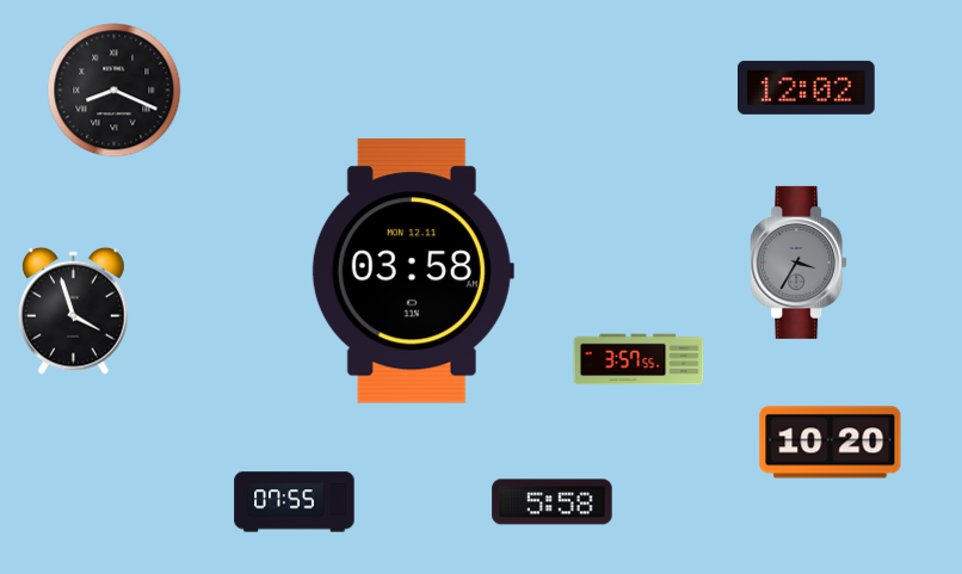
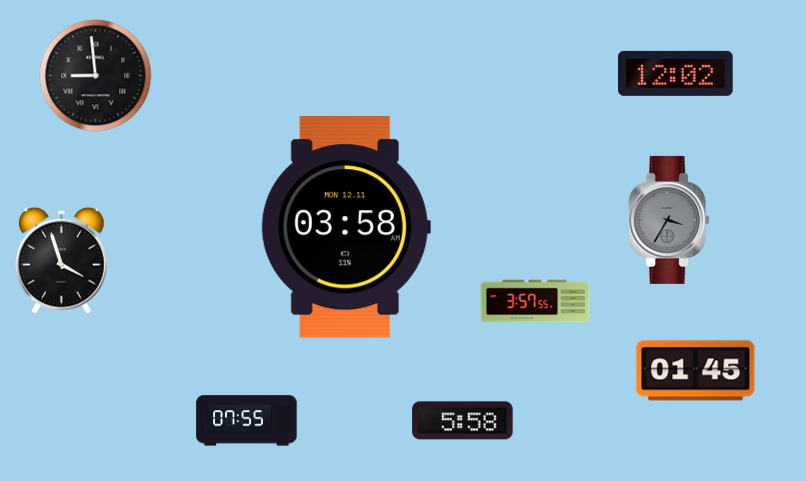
clock at (115, 91): 8:19 -> 8:59
clock at (831, 443): 10:20 -> 01:45
